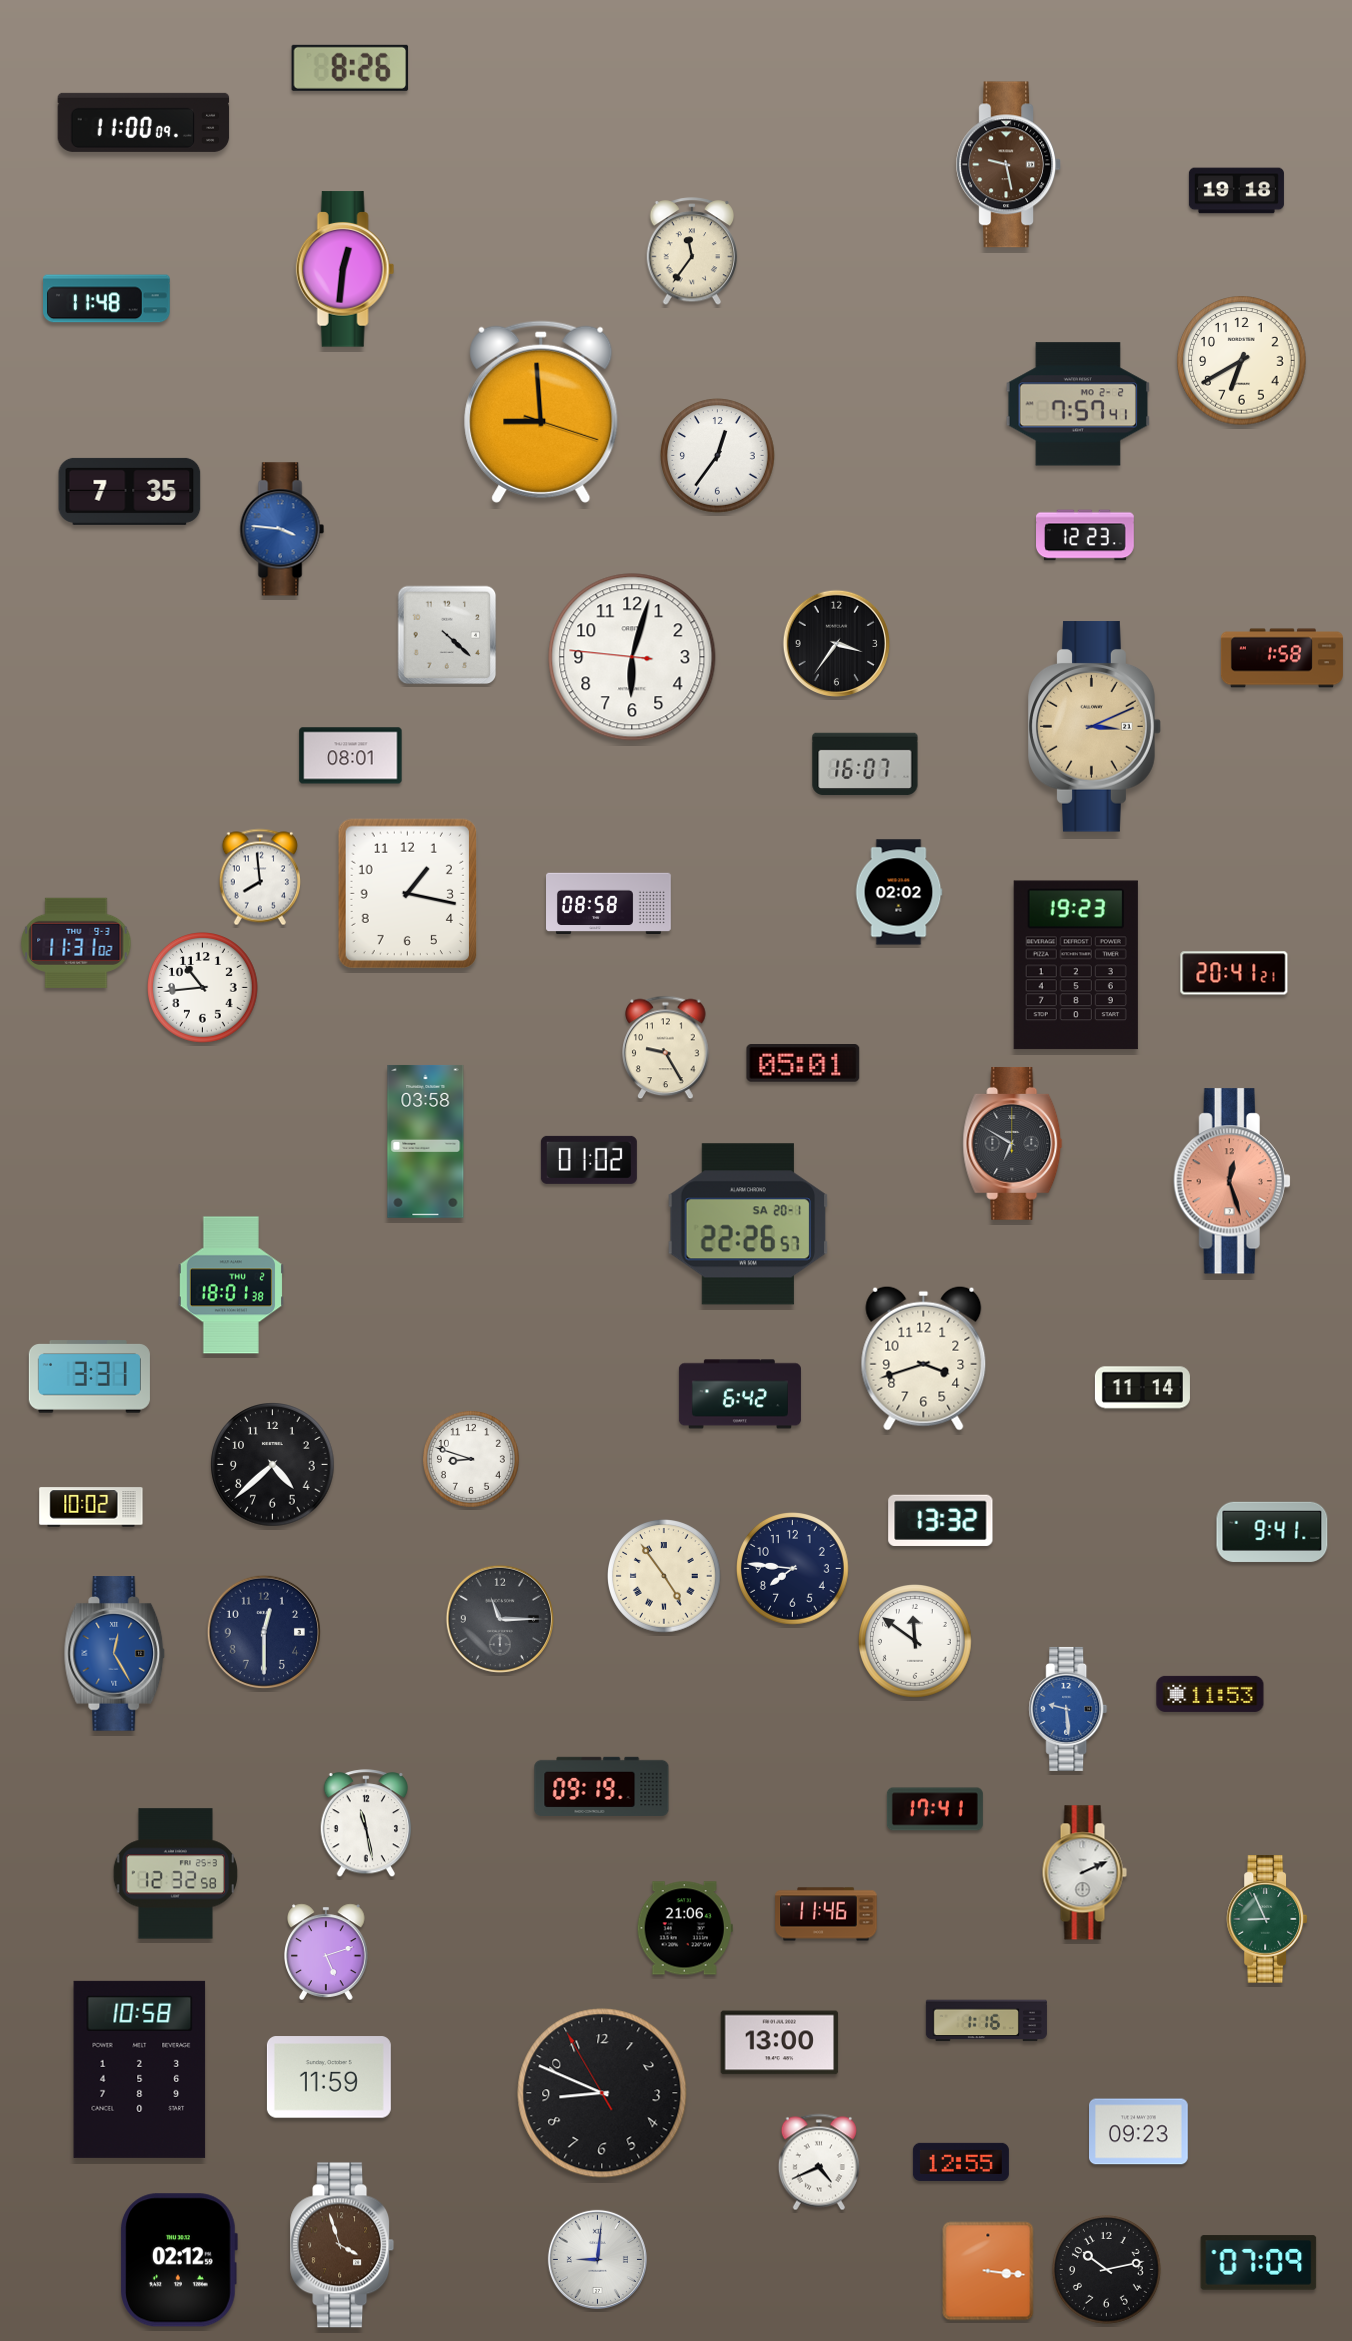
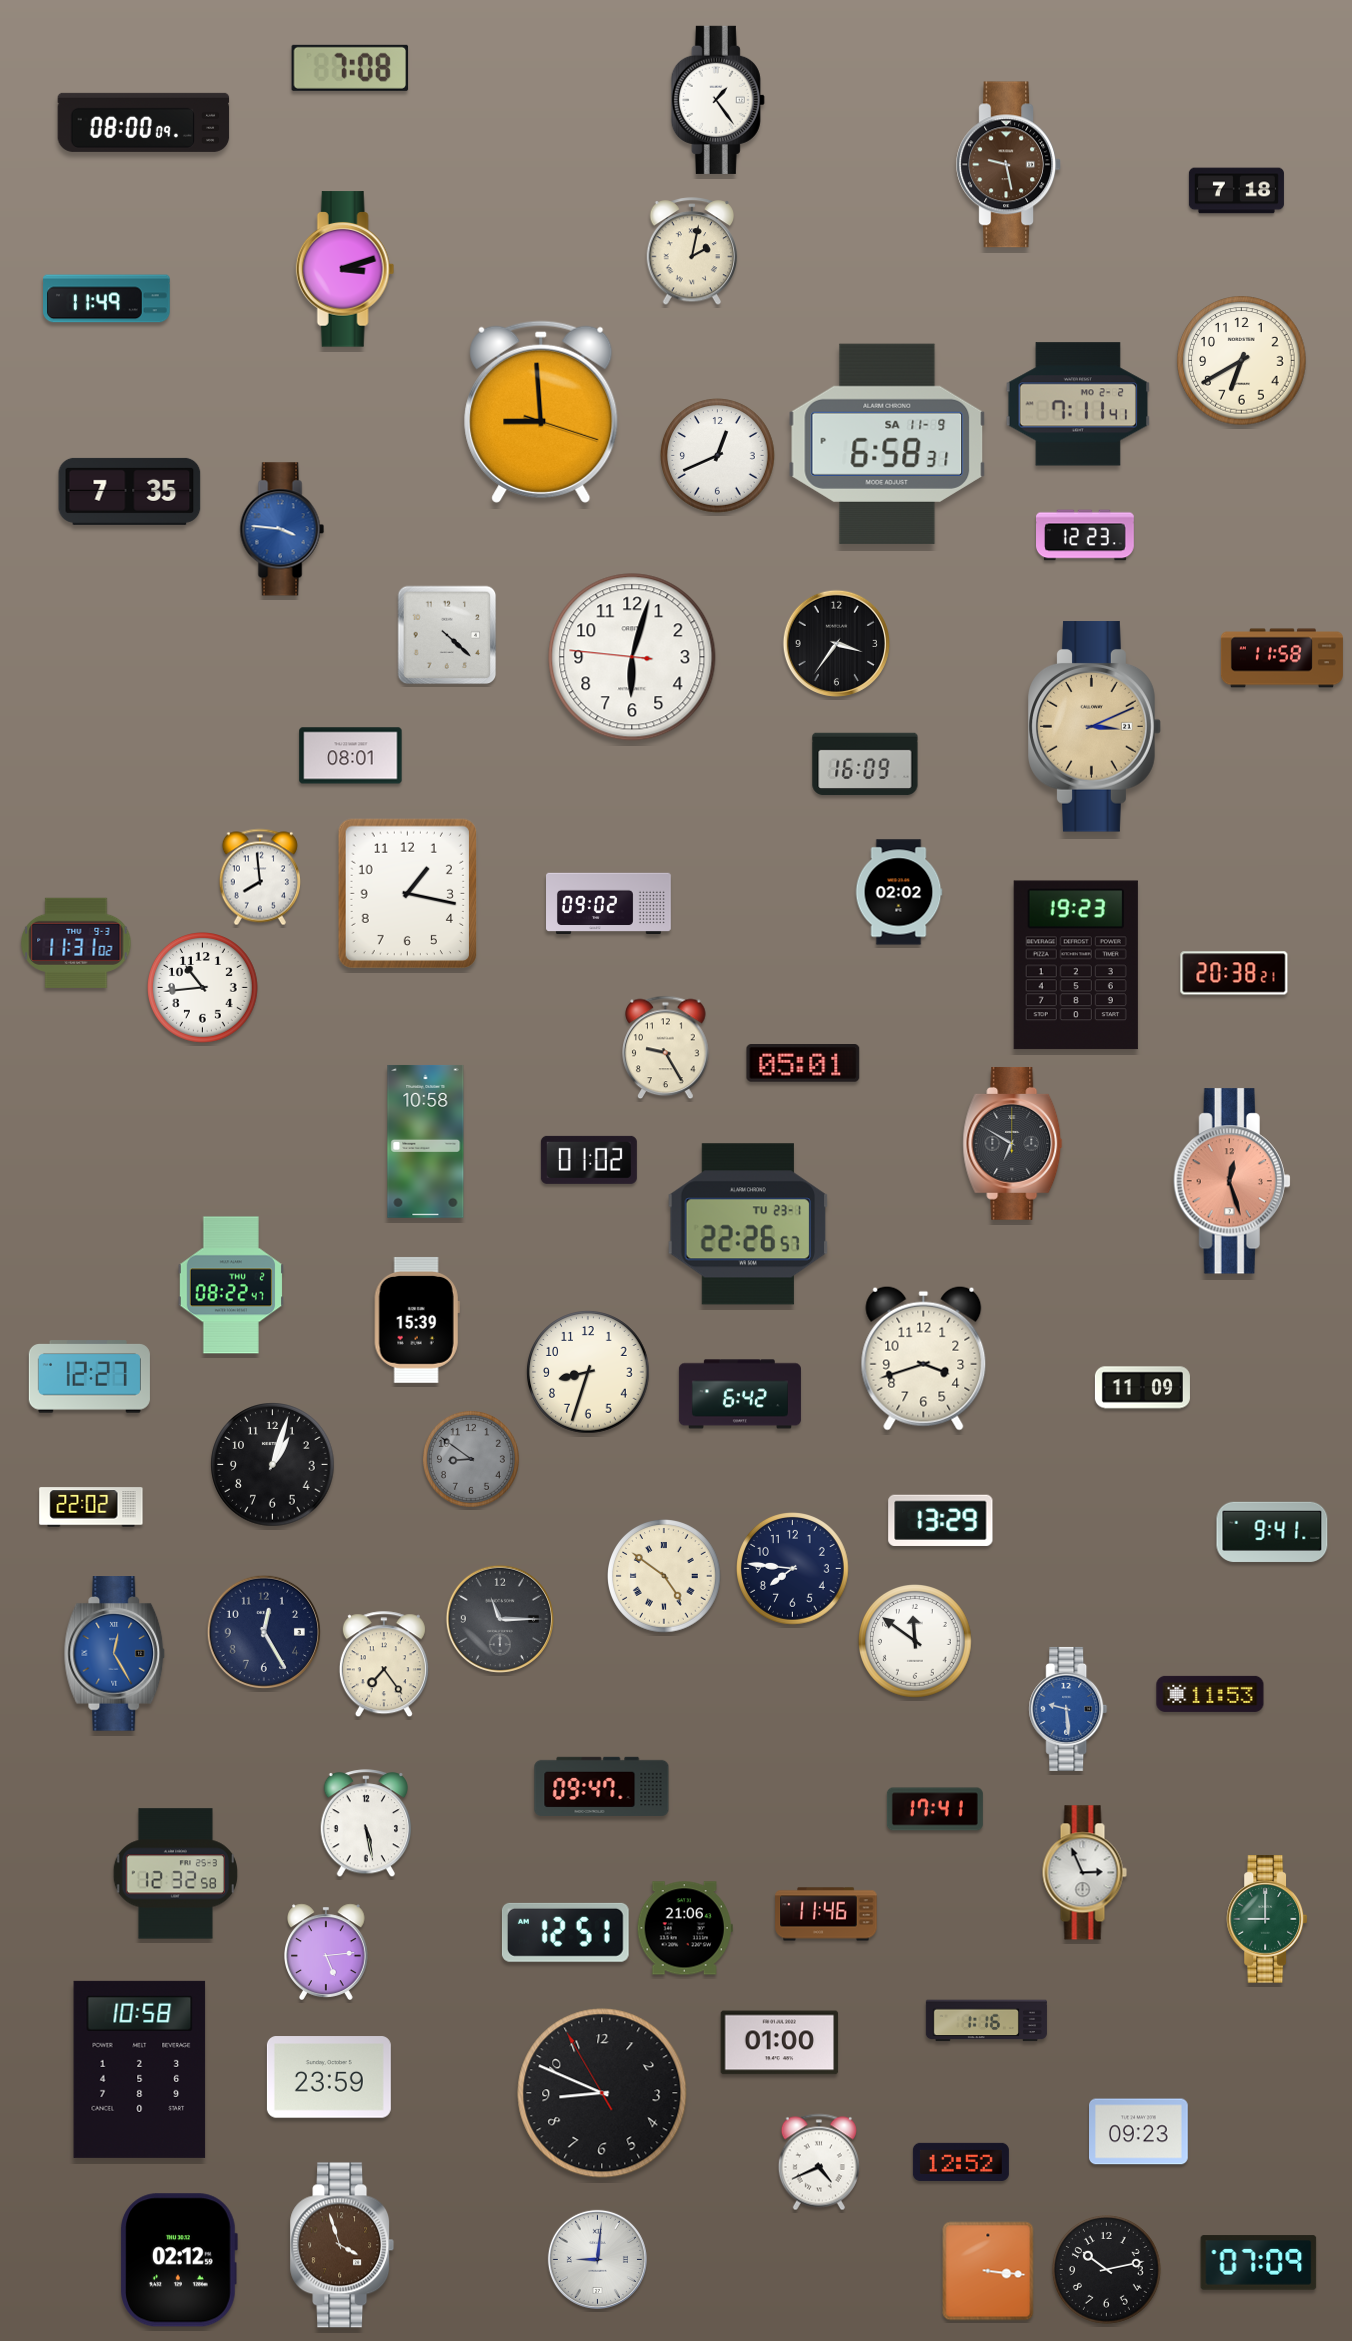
clock at (350, 68): 8:26 -> 7:08
clock at (718, 100): none -> 1:24
clock at (144, 122): 11:00 -> 08:00
clock at (1236, 191): 19:18 -> 7:18
clock at (692, 252): 11:36 -> 2:02
clock at (345, 269): 12:31 -> 3:12
clock at (107, 299): 11:48 -> 11:49
clock at (1078, 404): 7:57 -> 7:11
clock at (887, 444): none -> 6:58
clock at (718, 456): 12:36 -> 12:41
clock at (1282, 658): 1:58 -> 11:58
clock at (865, 764): 16:07 -> 16:09
clock at (609, 904): 08:58 -> 09:02
clock at (1234, 973): 20:41 -> 20:38
clock at (426, 1142): 03:58 -> 10:58
clock at (748, 1224) date: SA 20-1 -> TU 23-1
clock at (231, 1285): 18:01 -> 08:22
clock at (417, 1320): none -> 15:39
clock at (588, 1372): none -> 8:33
clock at (89, 1377): 3:31 -> 12:27
clock at (1142, 1388): 11:14 -> 11:09
clock at (471, 1459): 8:48 -> 8:51
clock at (471, 1459) dial: white -> grey
clock at (273, 1465): 4:38 -> 1:03
clock at (91, 1507): 10:02 -> 22:02
clock at (941, 1520): 13:32 -> 13:29
clock at (665, 1577): 4:54 -> 4:51
clock at (263, 1631): 12:30 -> 12:25
clock at (384, 1665): none -> 7:24
clock at (602, 1786): 09:19 -> 09:47
clock at (366, 1824): 11:28 -> 5:28
clock at (1084, 1873): 2:11 -> 2:56
clock at (1266, 1919): 8:56 -> 9:00
clock at (565, 1932): none -> 12:51
clock at (327, 1952): 5:12 -> 5:14
clock at (780, 2043): 13:00 -> 01:00
clock at (329, 2077): 11:59 -> 23:59
clock at (961, 2162): 12:55 -> 12:52
